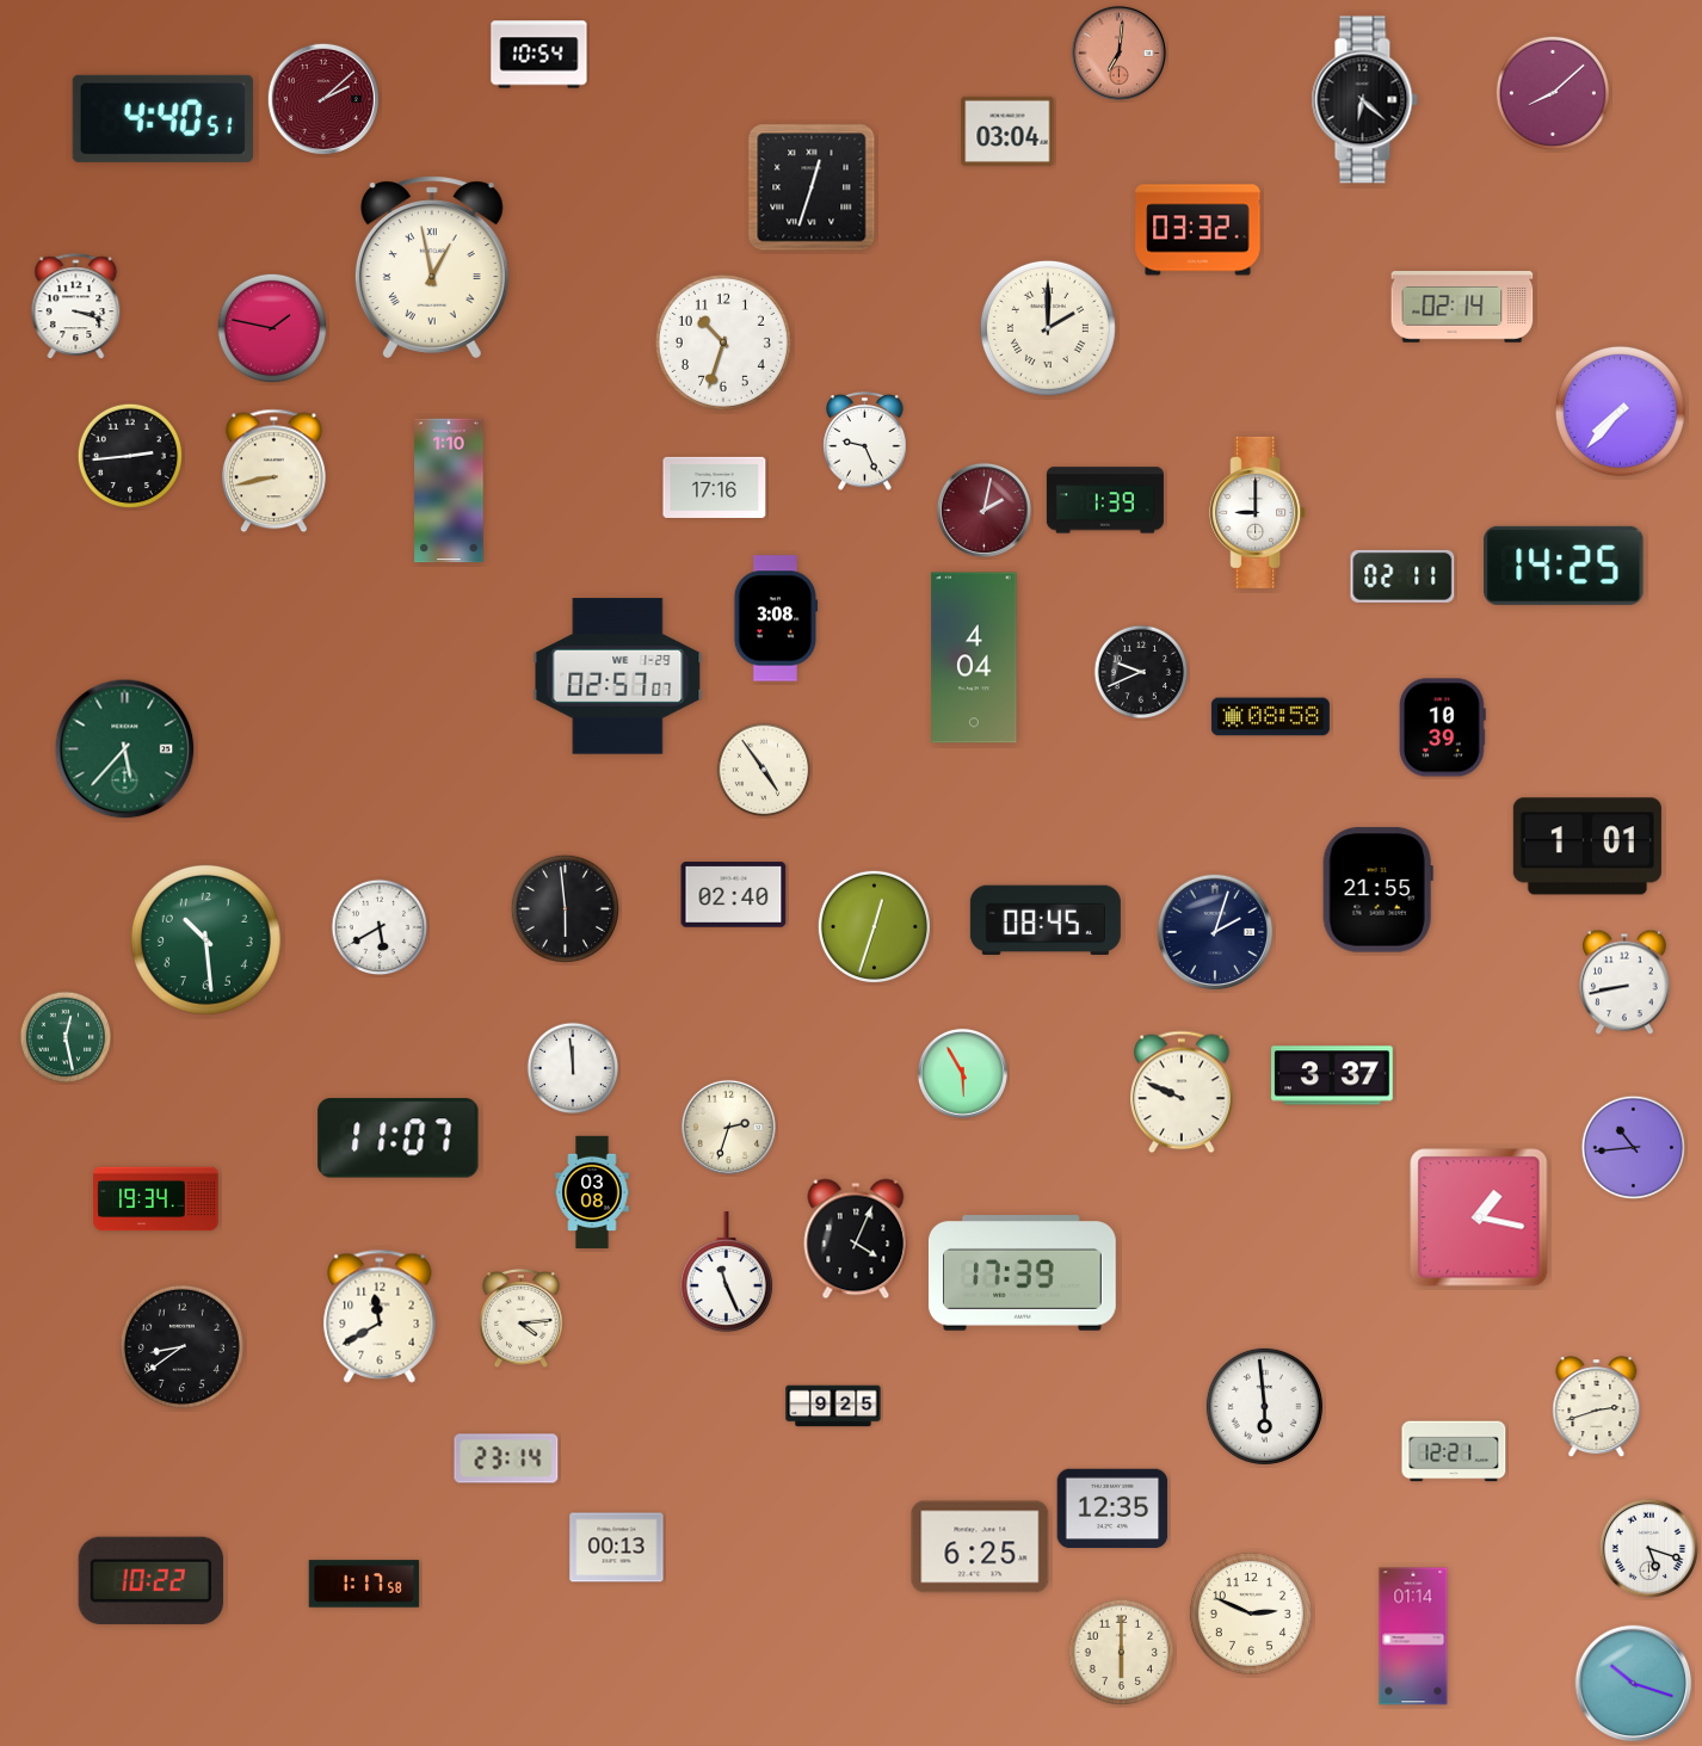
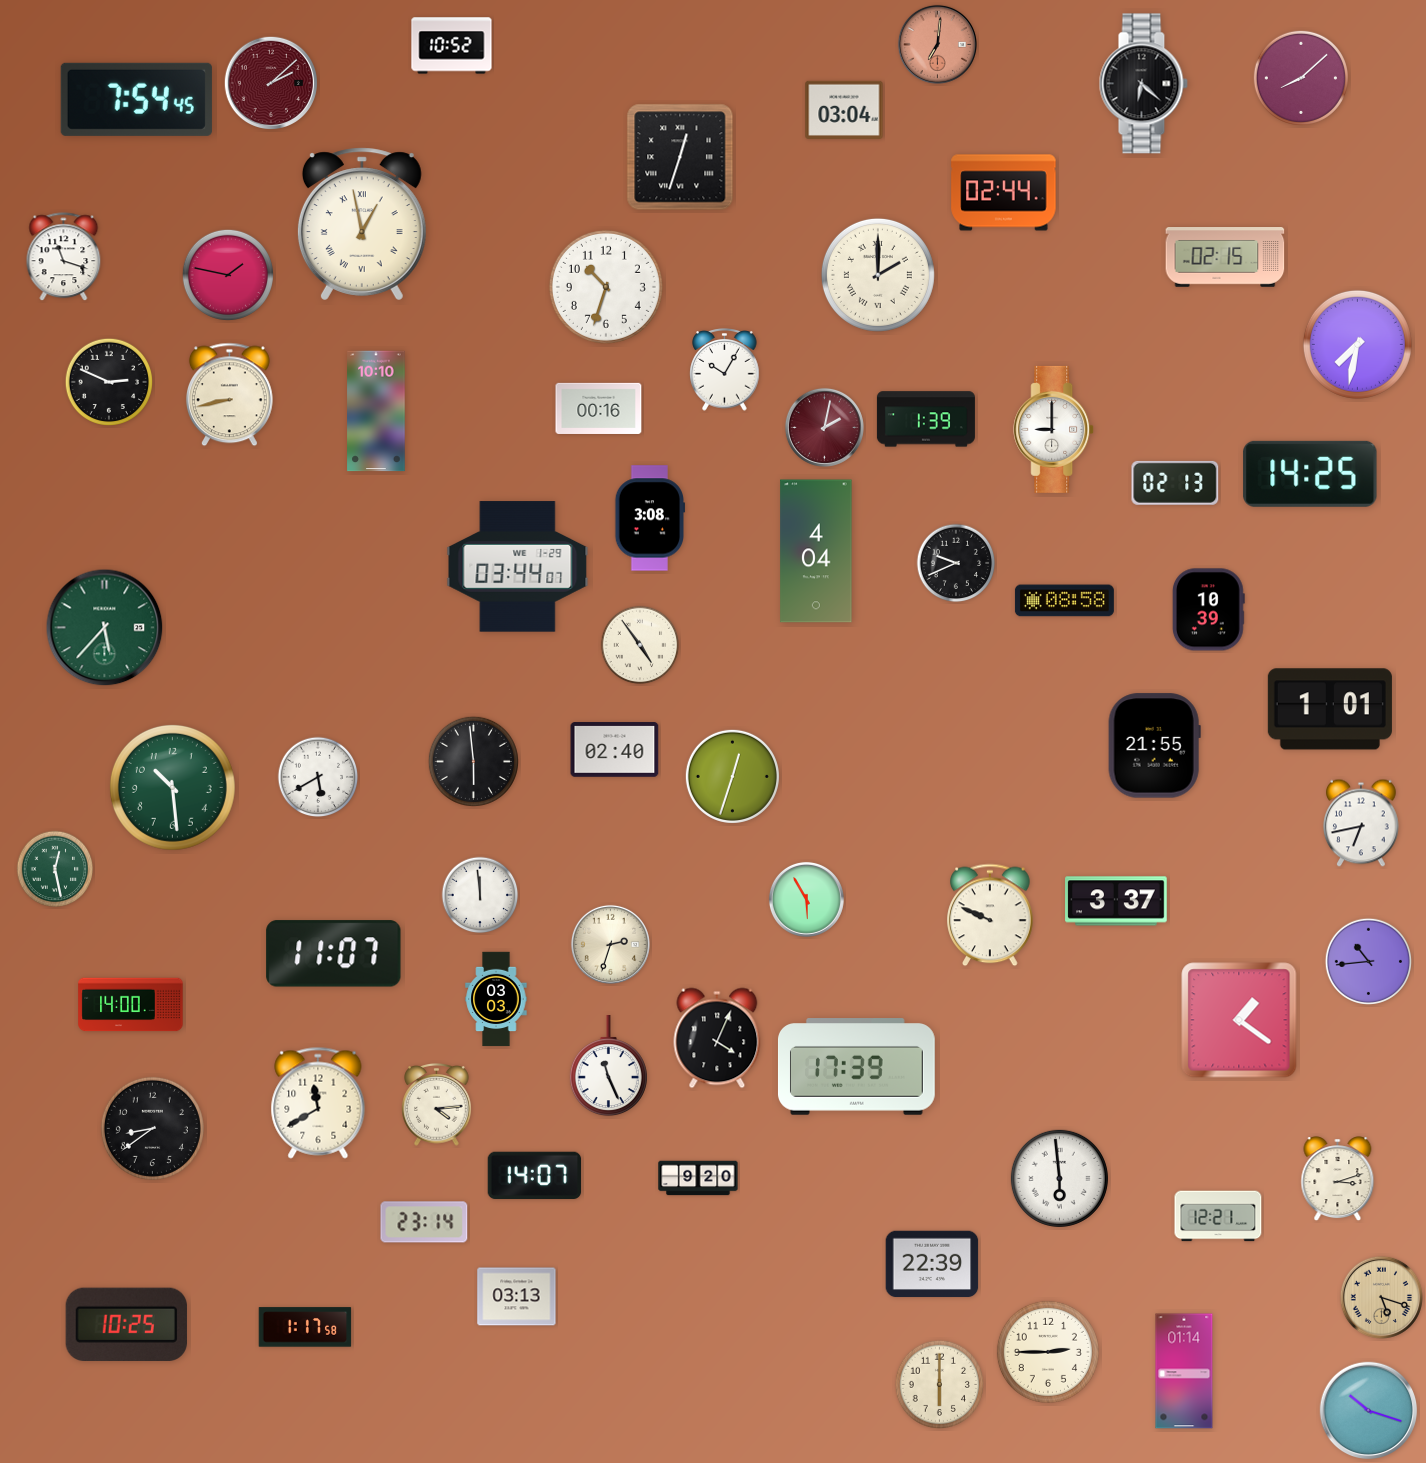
clock at (539, 55): 10:54 -> 10:52
clock at (162, 118): 4:40 -> 7:54
clock at (1198, 230): 03:32 -> 02:44
clock at (76, 307): 3:18 -> 11:18
clock at (1462, 308): 02:14 -> 02:15
clock at (1620, 411): 7:37 -> 7:32
clock at (865, 442): 9:26 -> 10:05
clock at (129, 455): 2:44 -> 2:49
clock at (715, 487): 17:16 -> 00:16
clock at (449, 491): 1:10 -> 10:10
clock at (1402, 576): 02:11 -> 02:13
clock at (618, 677): 02:57 -> 03:44
clock at (1046, 920): 08:45 -> none
clock at (1215, 932): 2:03 -> none
clock at (1626, 982): 8:43 -> 6:43
clock at (592, 1192): 03:08 -> 03:03
clock at (156, 1199): 19:34 -> 14:00
clock at (1479, 1217): 1:17 -> 1:21
clock at (535, 1176): none -> 14:07
clock at (833, 1406): 9:25 -> 9:20
clock at (1597, 1407): 2:42 -> 3:12
clock at (1112, 1509): 12:35 -> 22:39
clock at (980, 1547): 6:25 -> none
clock at (617, 1548): 00:13 -> 03:13
clock at (1648, 1548) dial: white -> champagne
clock at (150, 1580): 10:22 -> 10:25
clock at (1251, 1614): 2:49 -> 2:45
